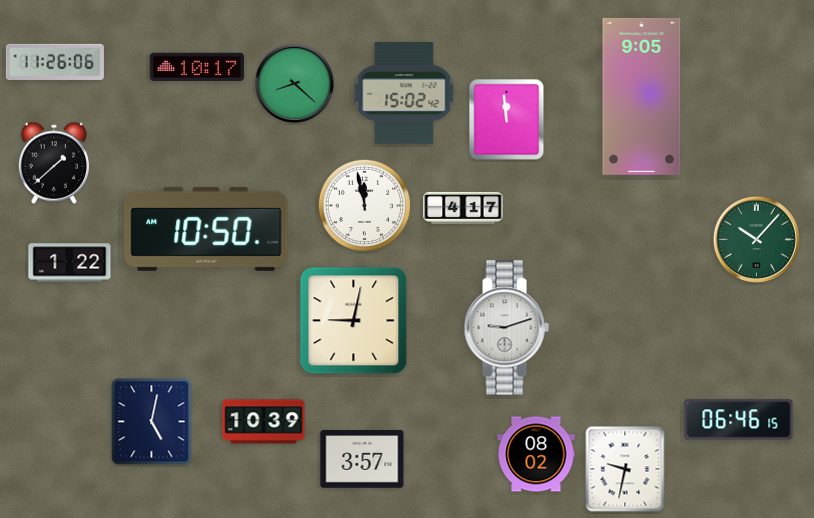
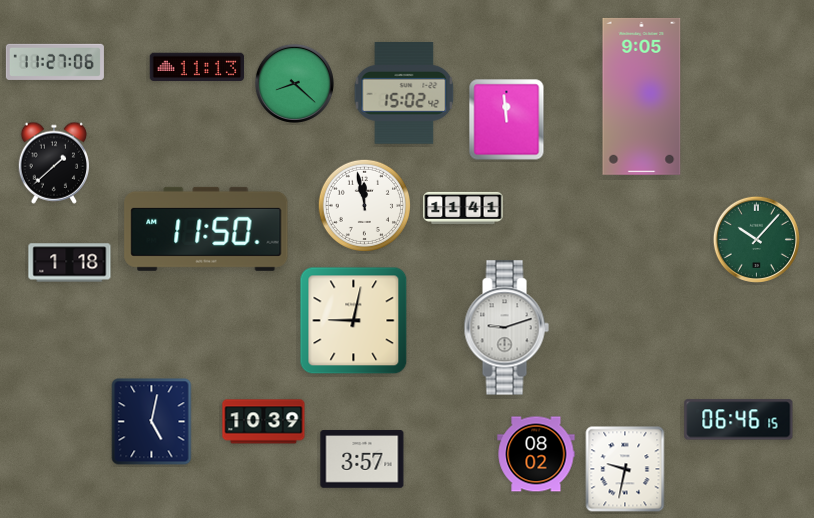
clock at (55, 62): 11:26 -> 11:27
clock at (197, 67): 10:17 -> 11:13
clock at (463, 208): 4:17 -> 11:41
clock at (206, 229): 10:50 -> 11:50
clock at (70, 263): 1:22 -> 1:18
